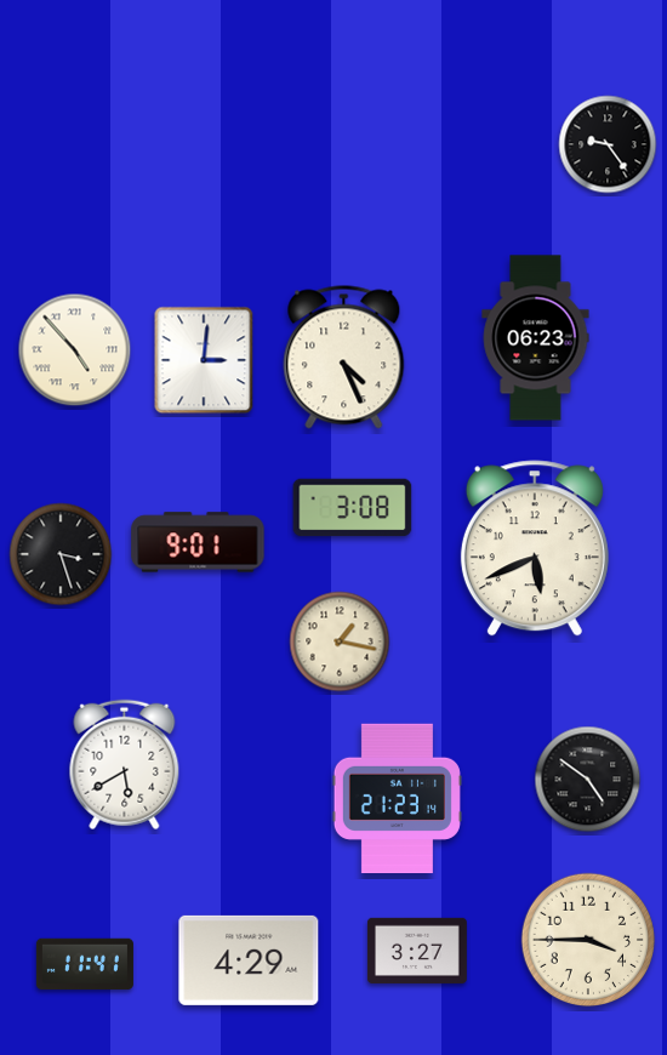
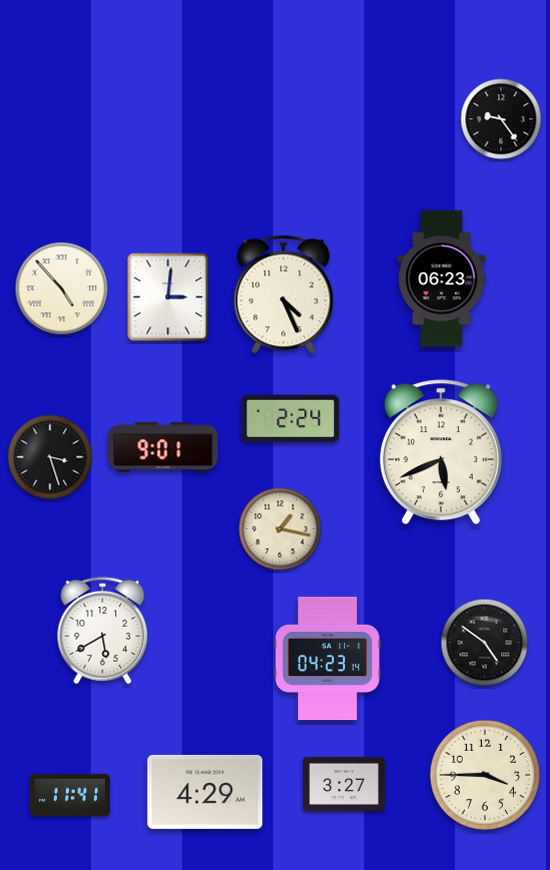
clock at (353, 508): 3:08 -> 2:24
clock at (397, 799): 21:23 -> 04:23
